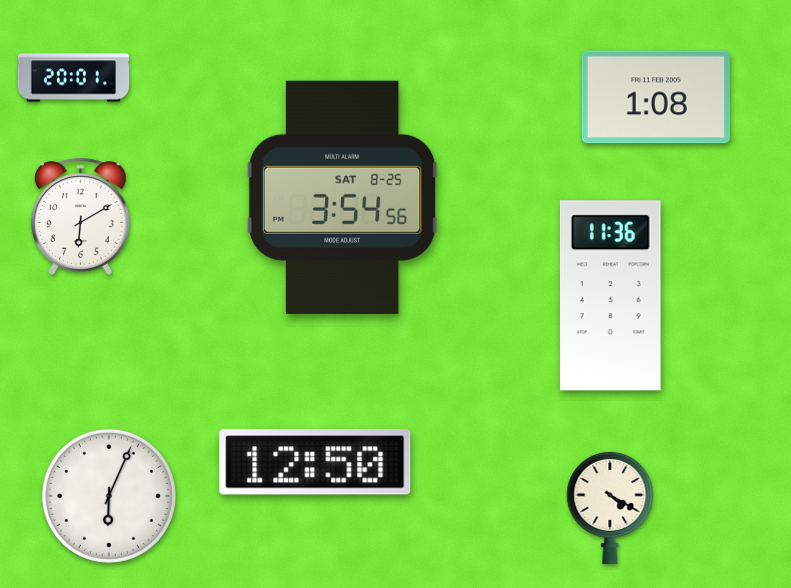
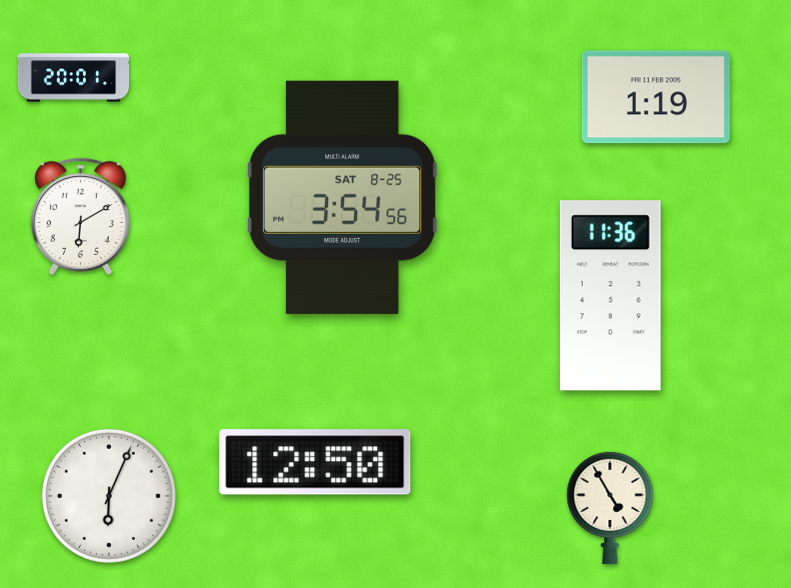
clock at (656, 97): 1:08 -> 1:19
clock at (610, 507): 4:20 -> 4:55
